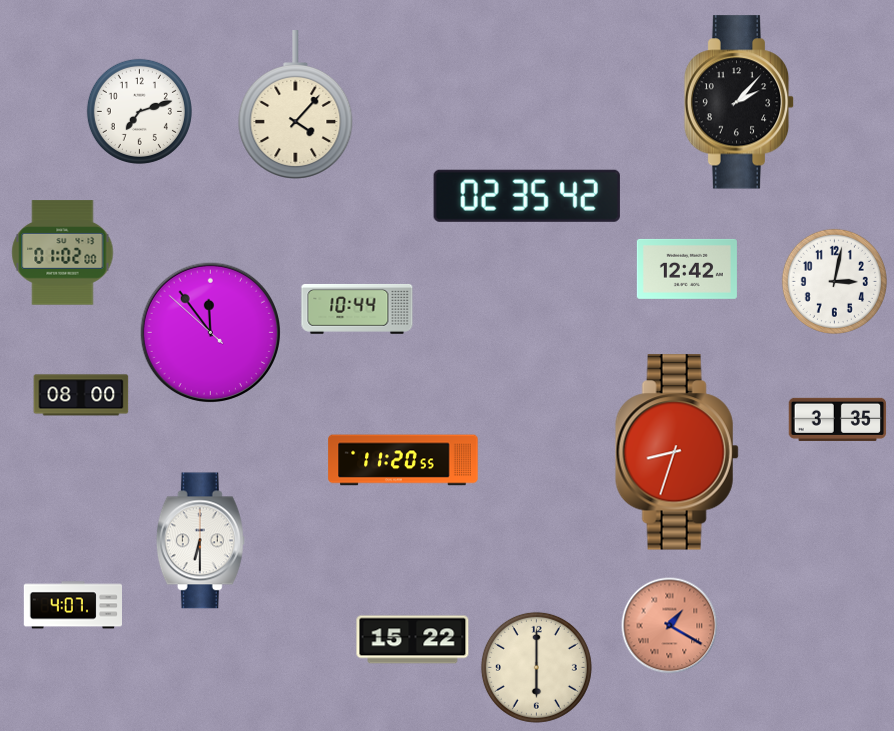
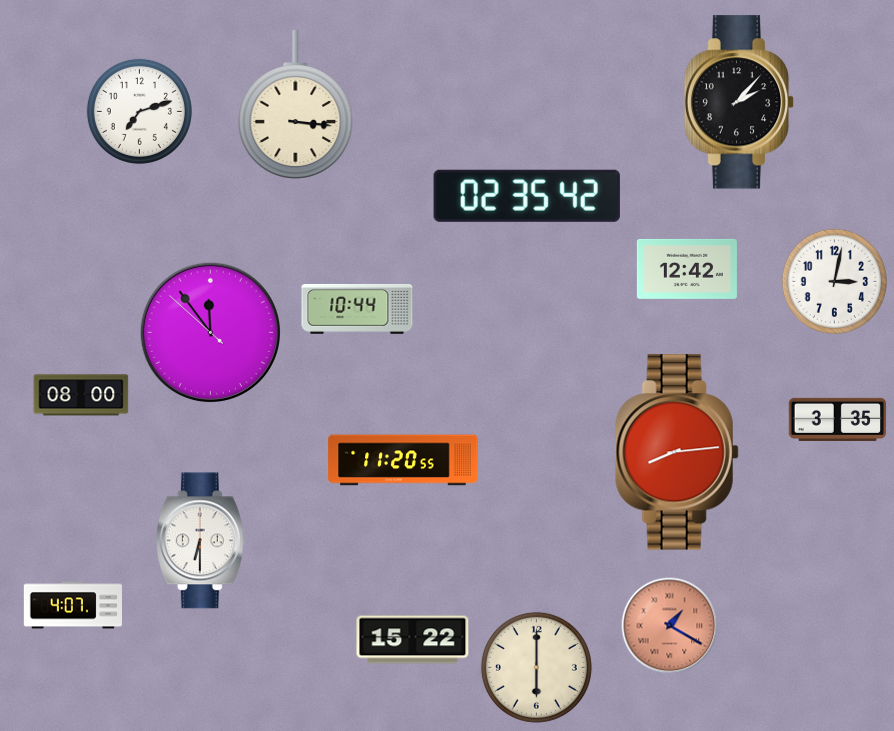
clock at (296, 105): 4:07 -> 3:16
clock at (63, 253): 01:02 -> none
clock at (677, 452): 8:33 -> 8:14
